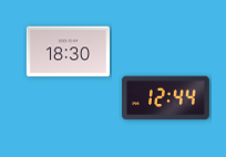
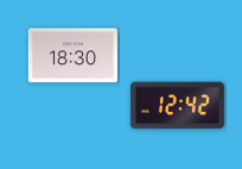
clock at (165, 98): 12:44 -> 12:42
